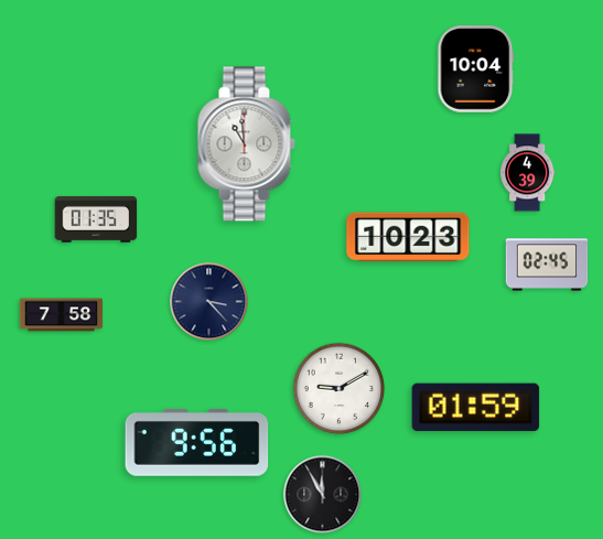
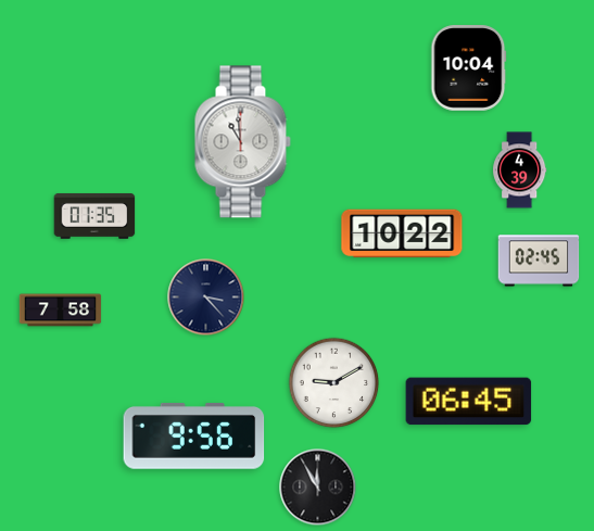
clock at (408, 237): 10:23 -> 10:22
clock at (476, 408): 01:59 -> 06:45
